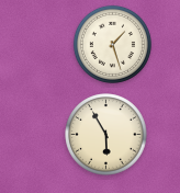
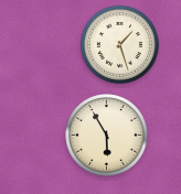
clock at (112, 44) position: (112, 44) -> (119, 44)
